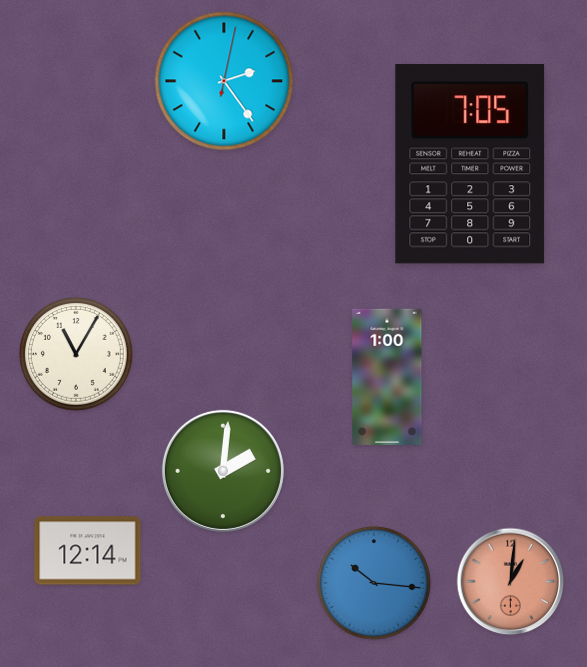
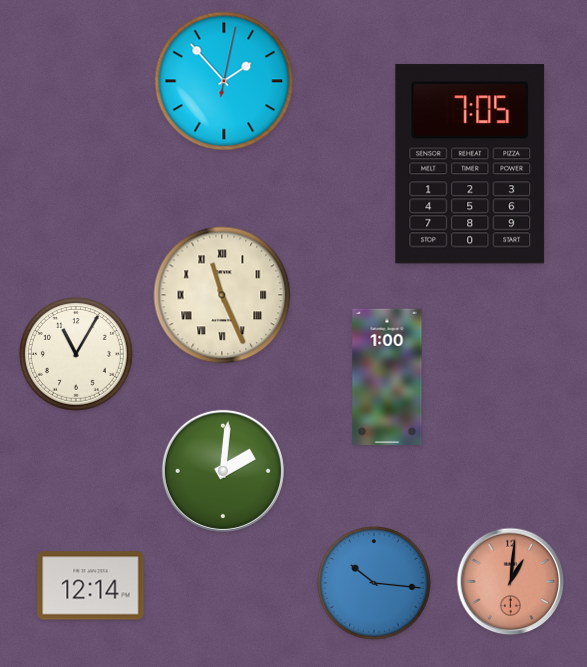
clock at (224, 81): 2:24 -> 1:53
clock at (222, 295): none -> 11:26
clock at (88, 551) position: (88, 551) -> (91, 586)
